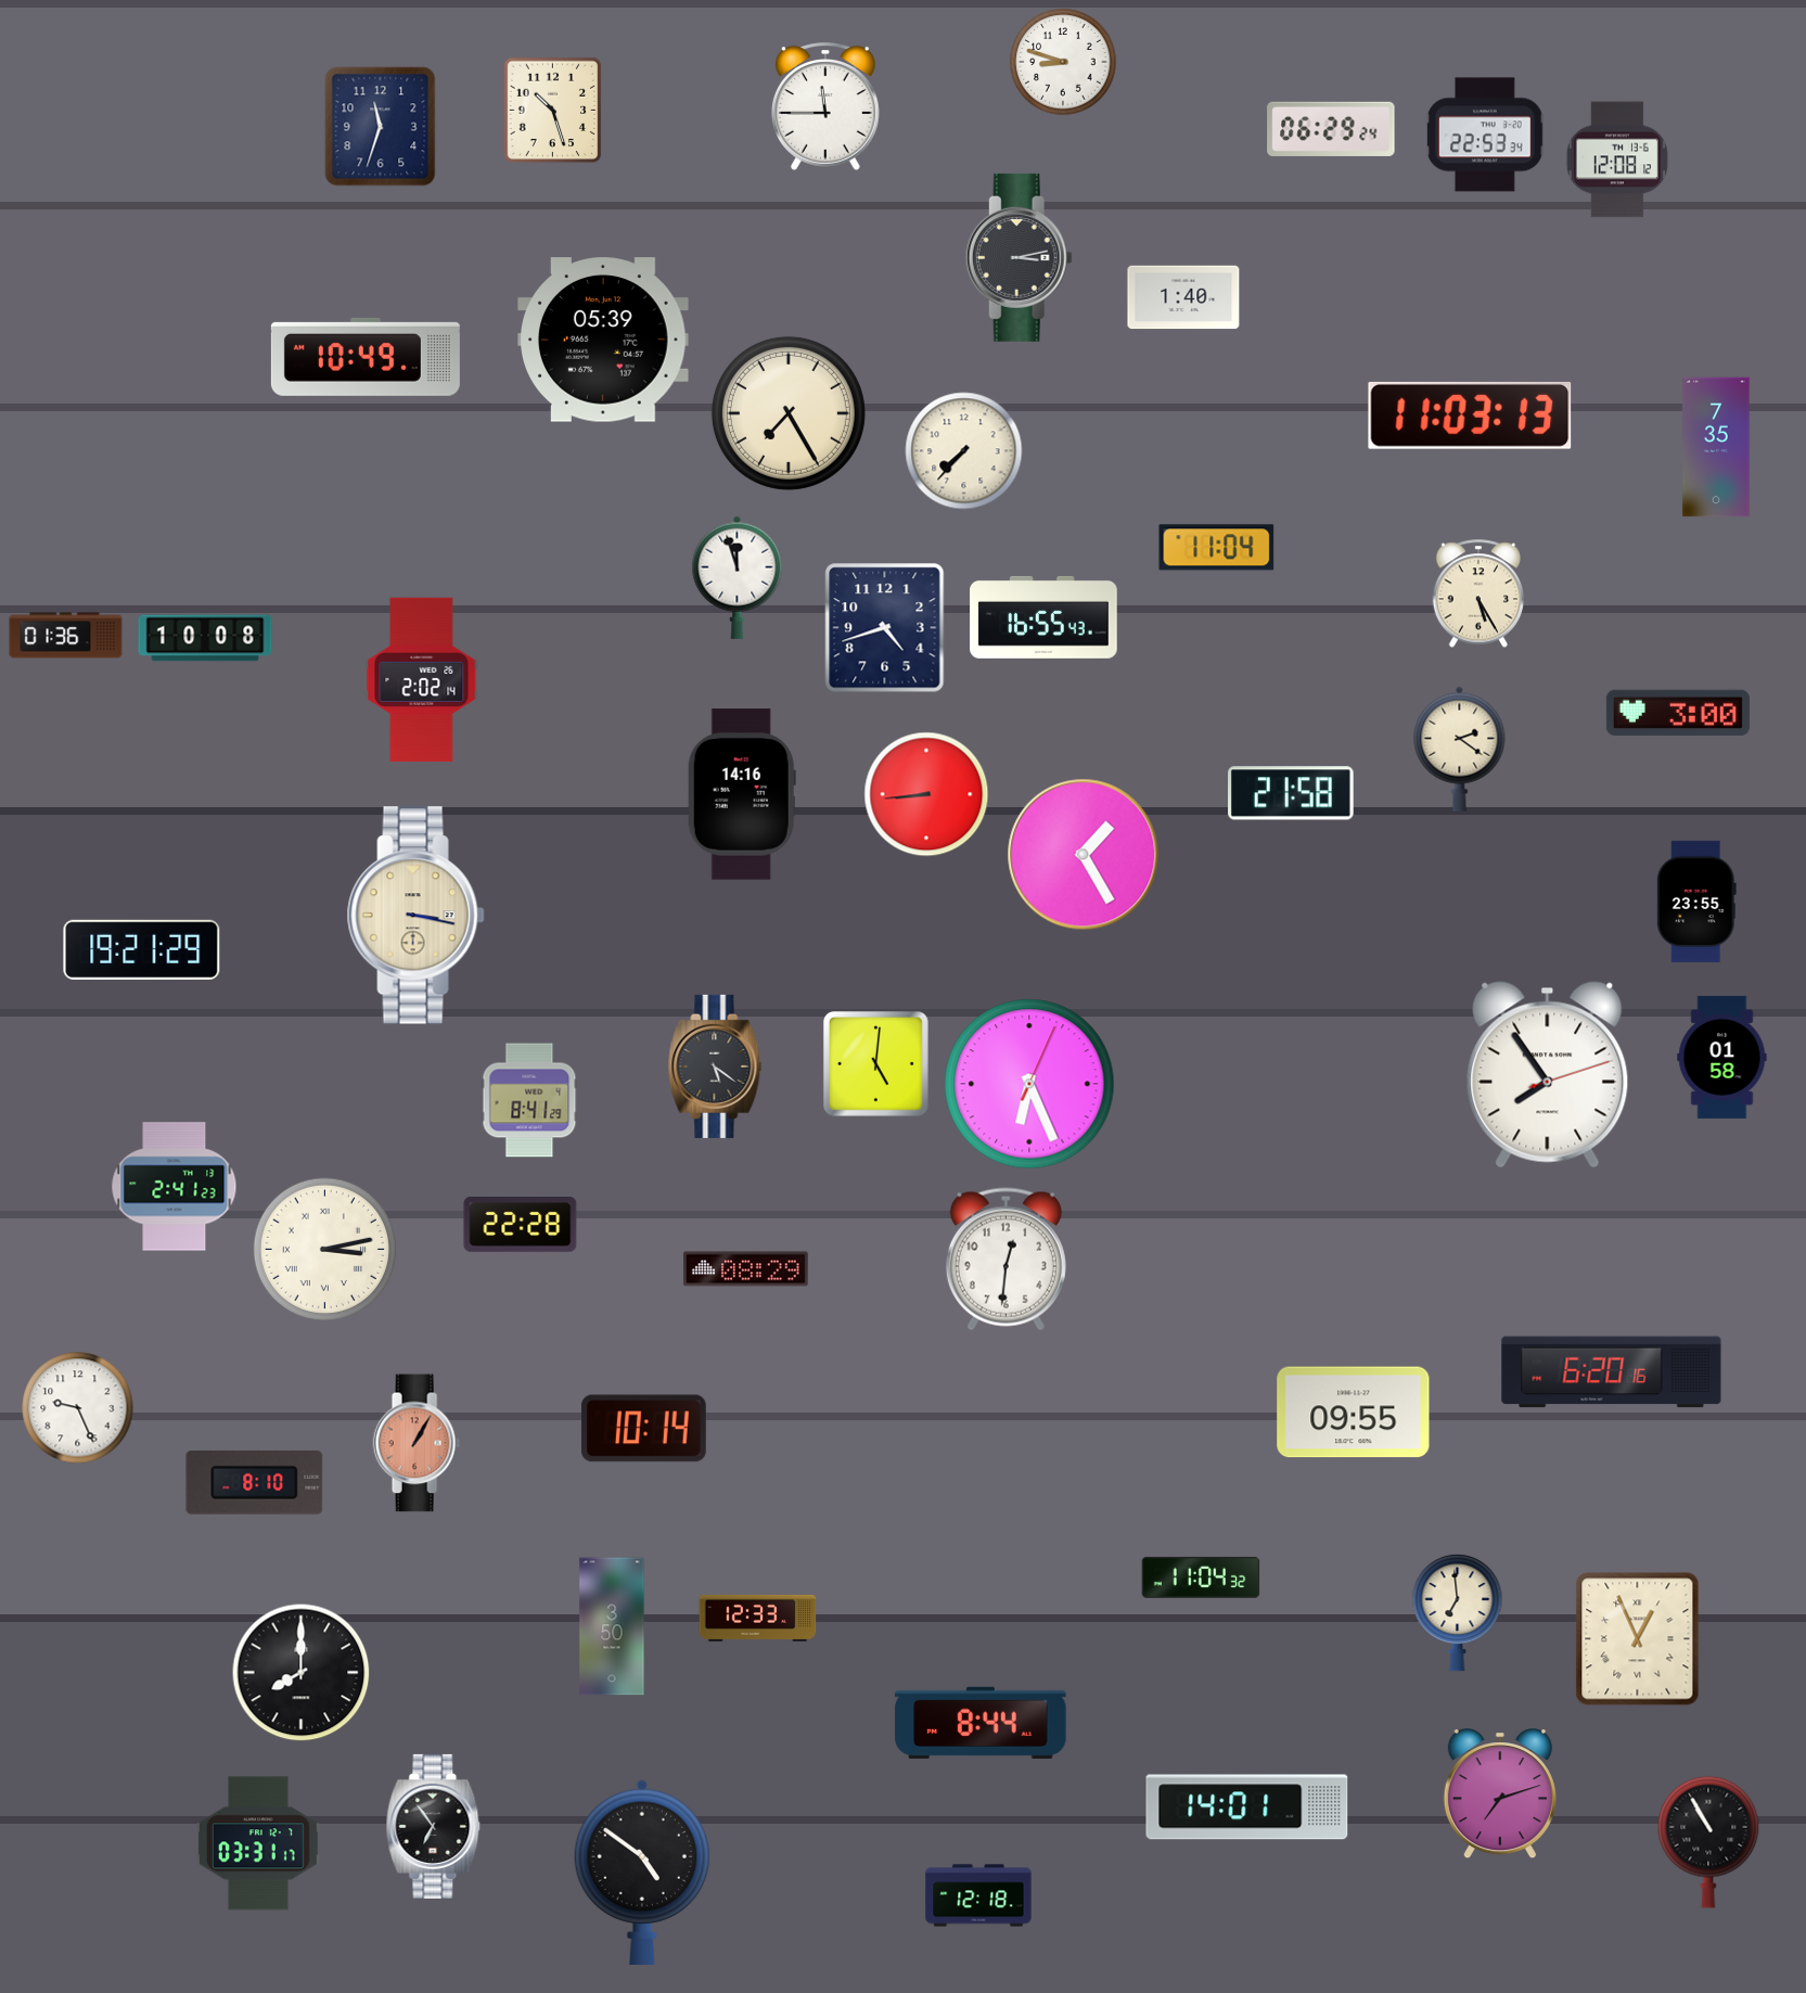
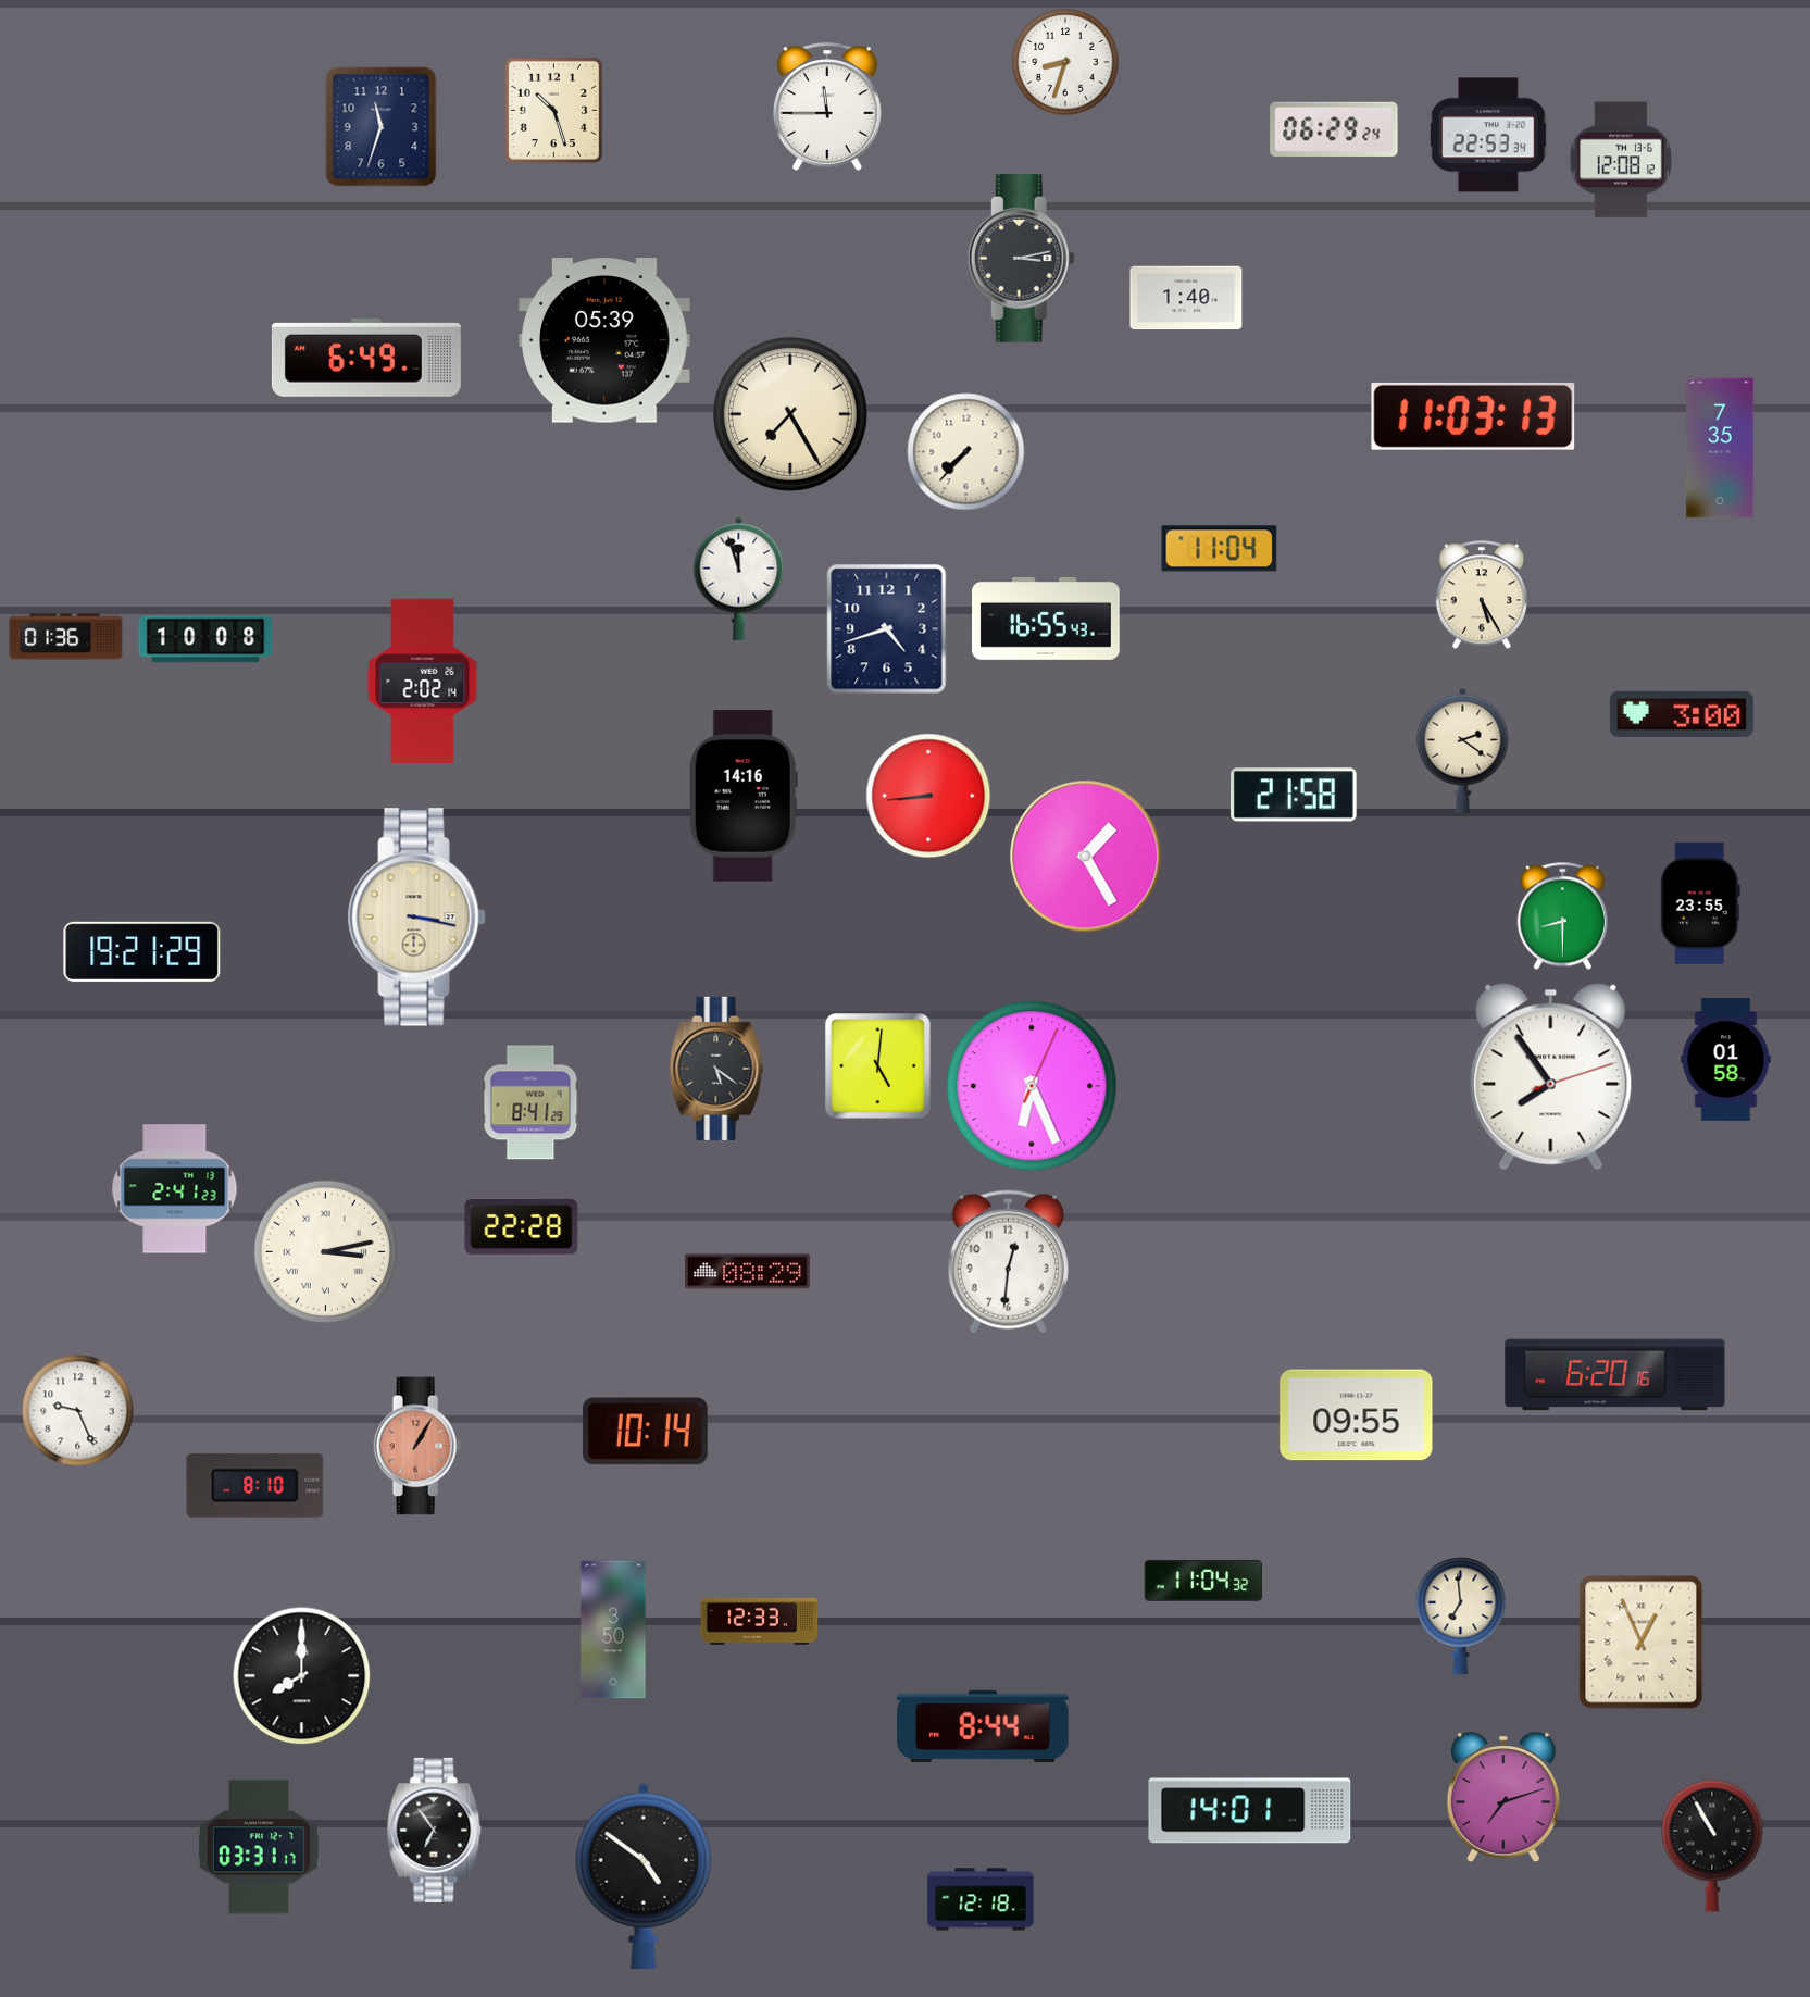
clock at (1063, 62): 8:48 -> 8:33
clock at (366, 357): 10:49 -> 6:49
clock at (1562, 916): none -> 8:30
